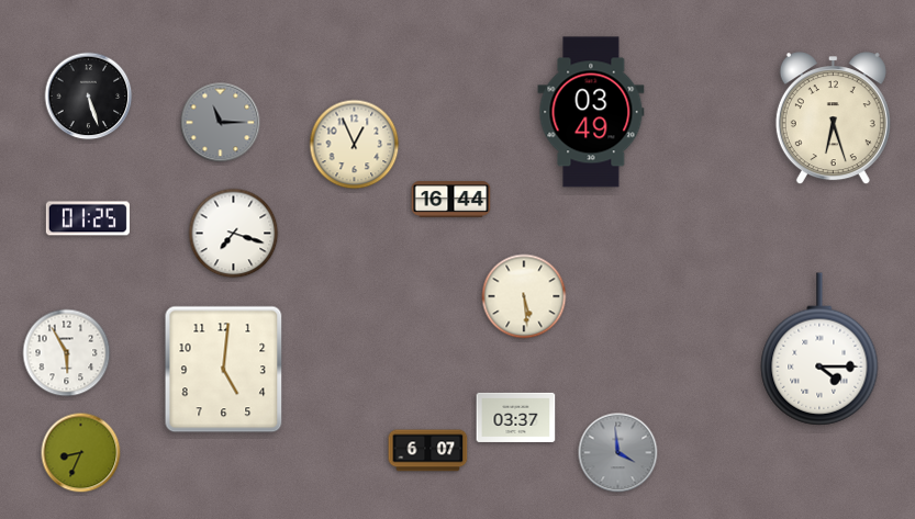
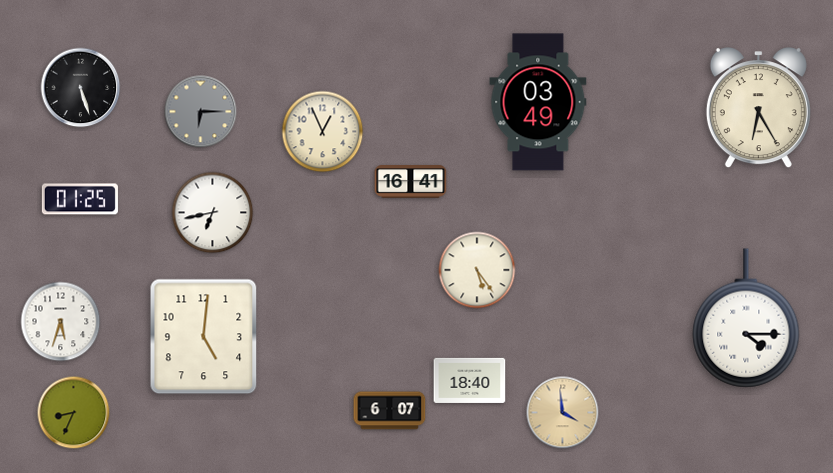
clock at (833, 119): 6:27 -> 6:25
clock at (221, 123): 11:15 -> 6:15
clock at (451, 200): 16:44 -> 16:41
clock at (234, 234): 7:18 -> 6:43
clock at (524, 296): 5:29 -> 5:24
clock at (67, 353): 5:55 -> 5:33
clock at (516, 417): 03:37 -> 18:40
clock at (618, 453) dial: grey -> champagne
